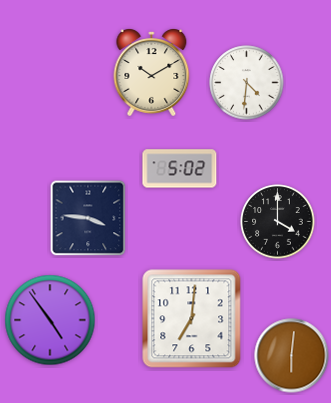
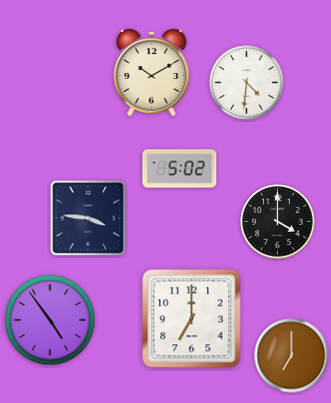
clock at (192, 319): 7:01 -> 7:00
clock at (292, 356): 6:01 -> 7:00
